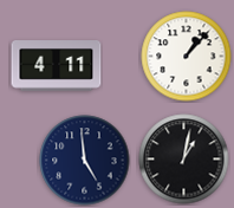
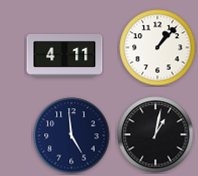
clock at (57, 66) position: (57, 66) -> (65, 56)
